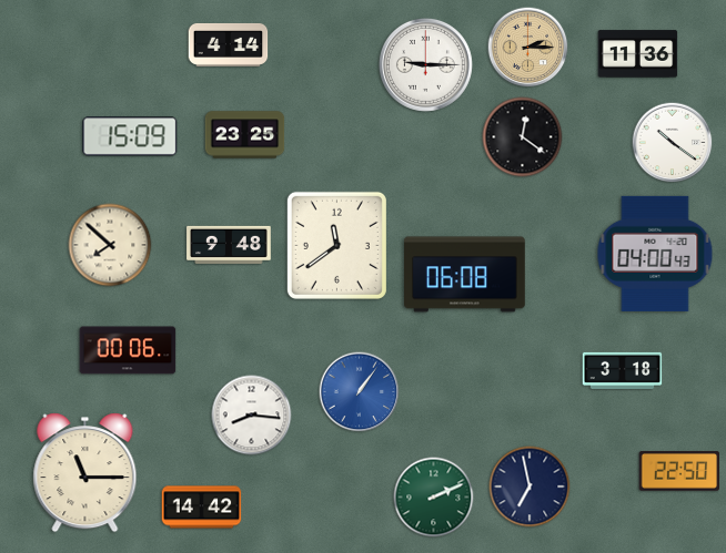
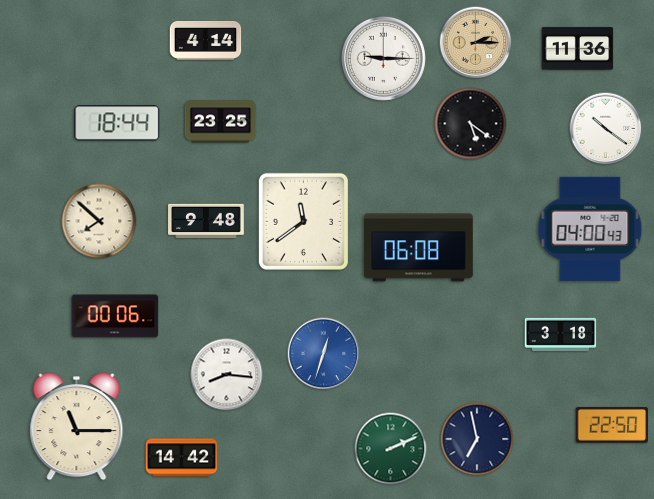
clock at (638, 54) position: (638, 54) -> (578, 49)
clock at (130, 136): 15:09 -> 18:44
clock at (523, 137): 12:21 -> 5:21
clock at (360, 392): 1:06 -> 12:33
